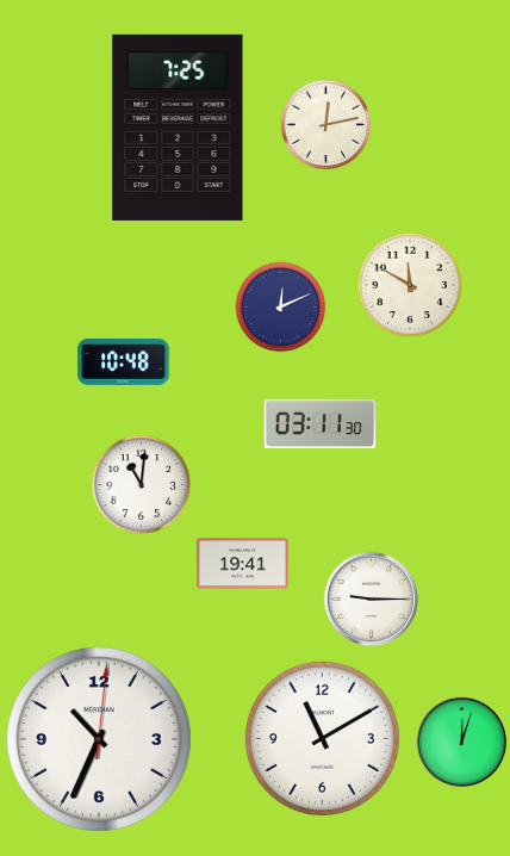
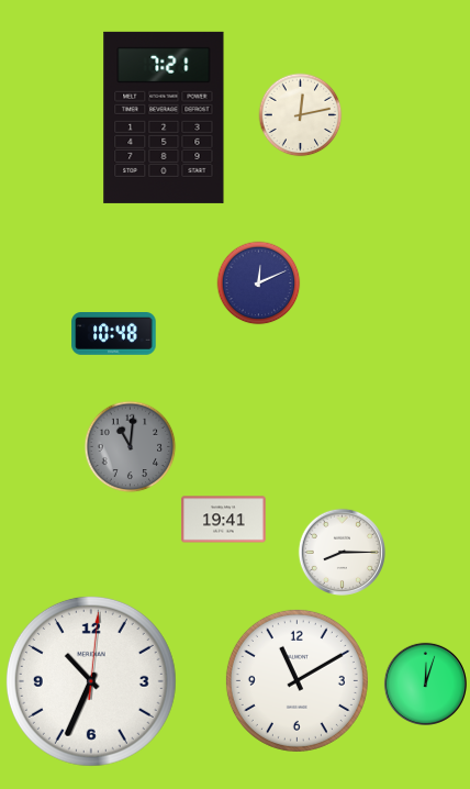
clock at (178, 128): 7:25 -> 7:21
clock at (410, 285): 11:50 -> none
clock at (321, 423): 03:11 -> none
clock at (142, 485) dial: white -> grey
clock at (371, 598): 9:15 -> 8:15
